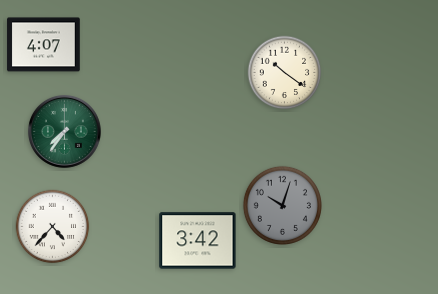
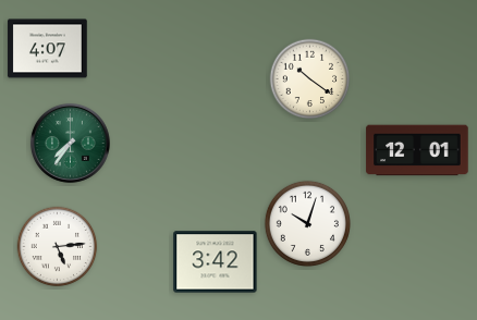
clock at (417, 150): none -> 12:01
clock at (282, 205) dial: grey -> white
clock at (53, 227): 4:37 -> 5:14
